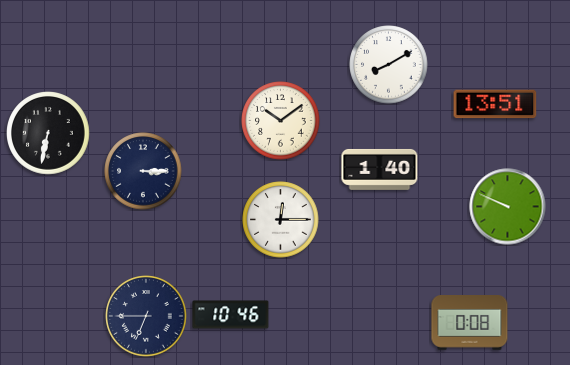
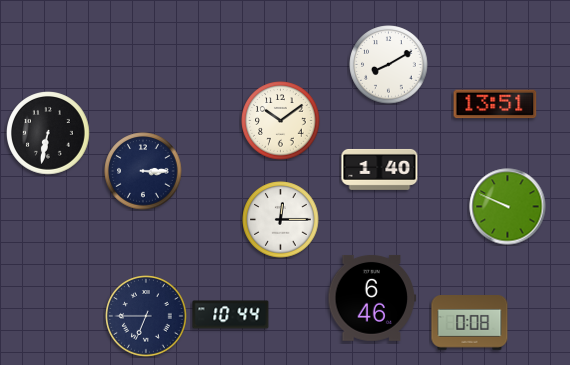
clock at (372, 298): none -> 6:46
clock at (231, 315): 10:46 -> 10:44
